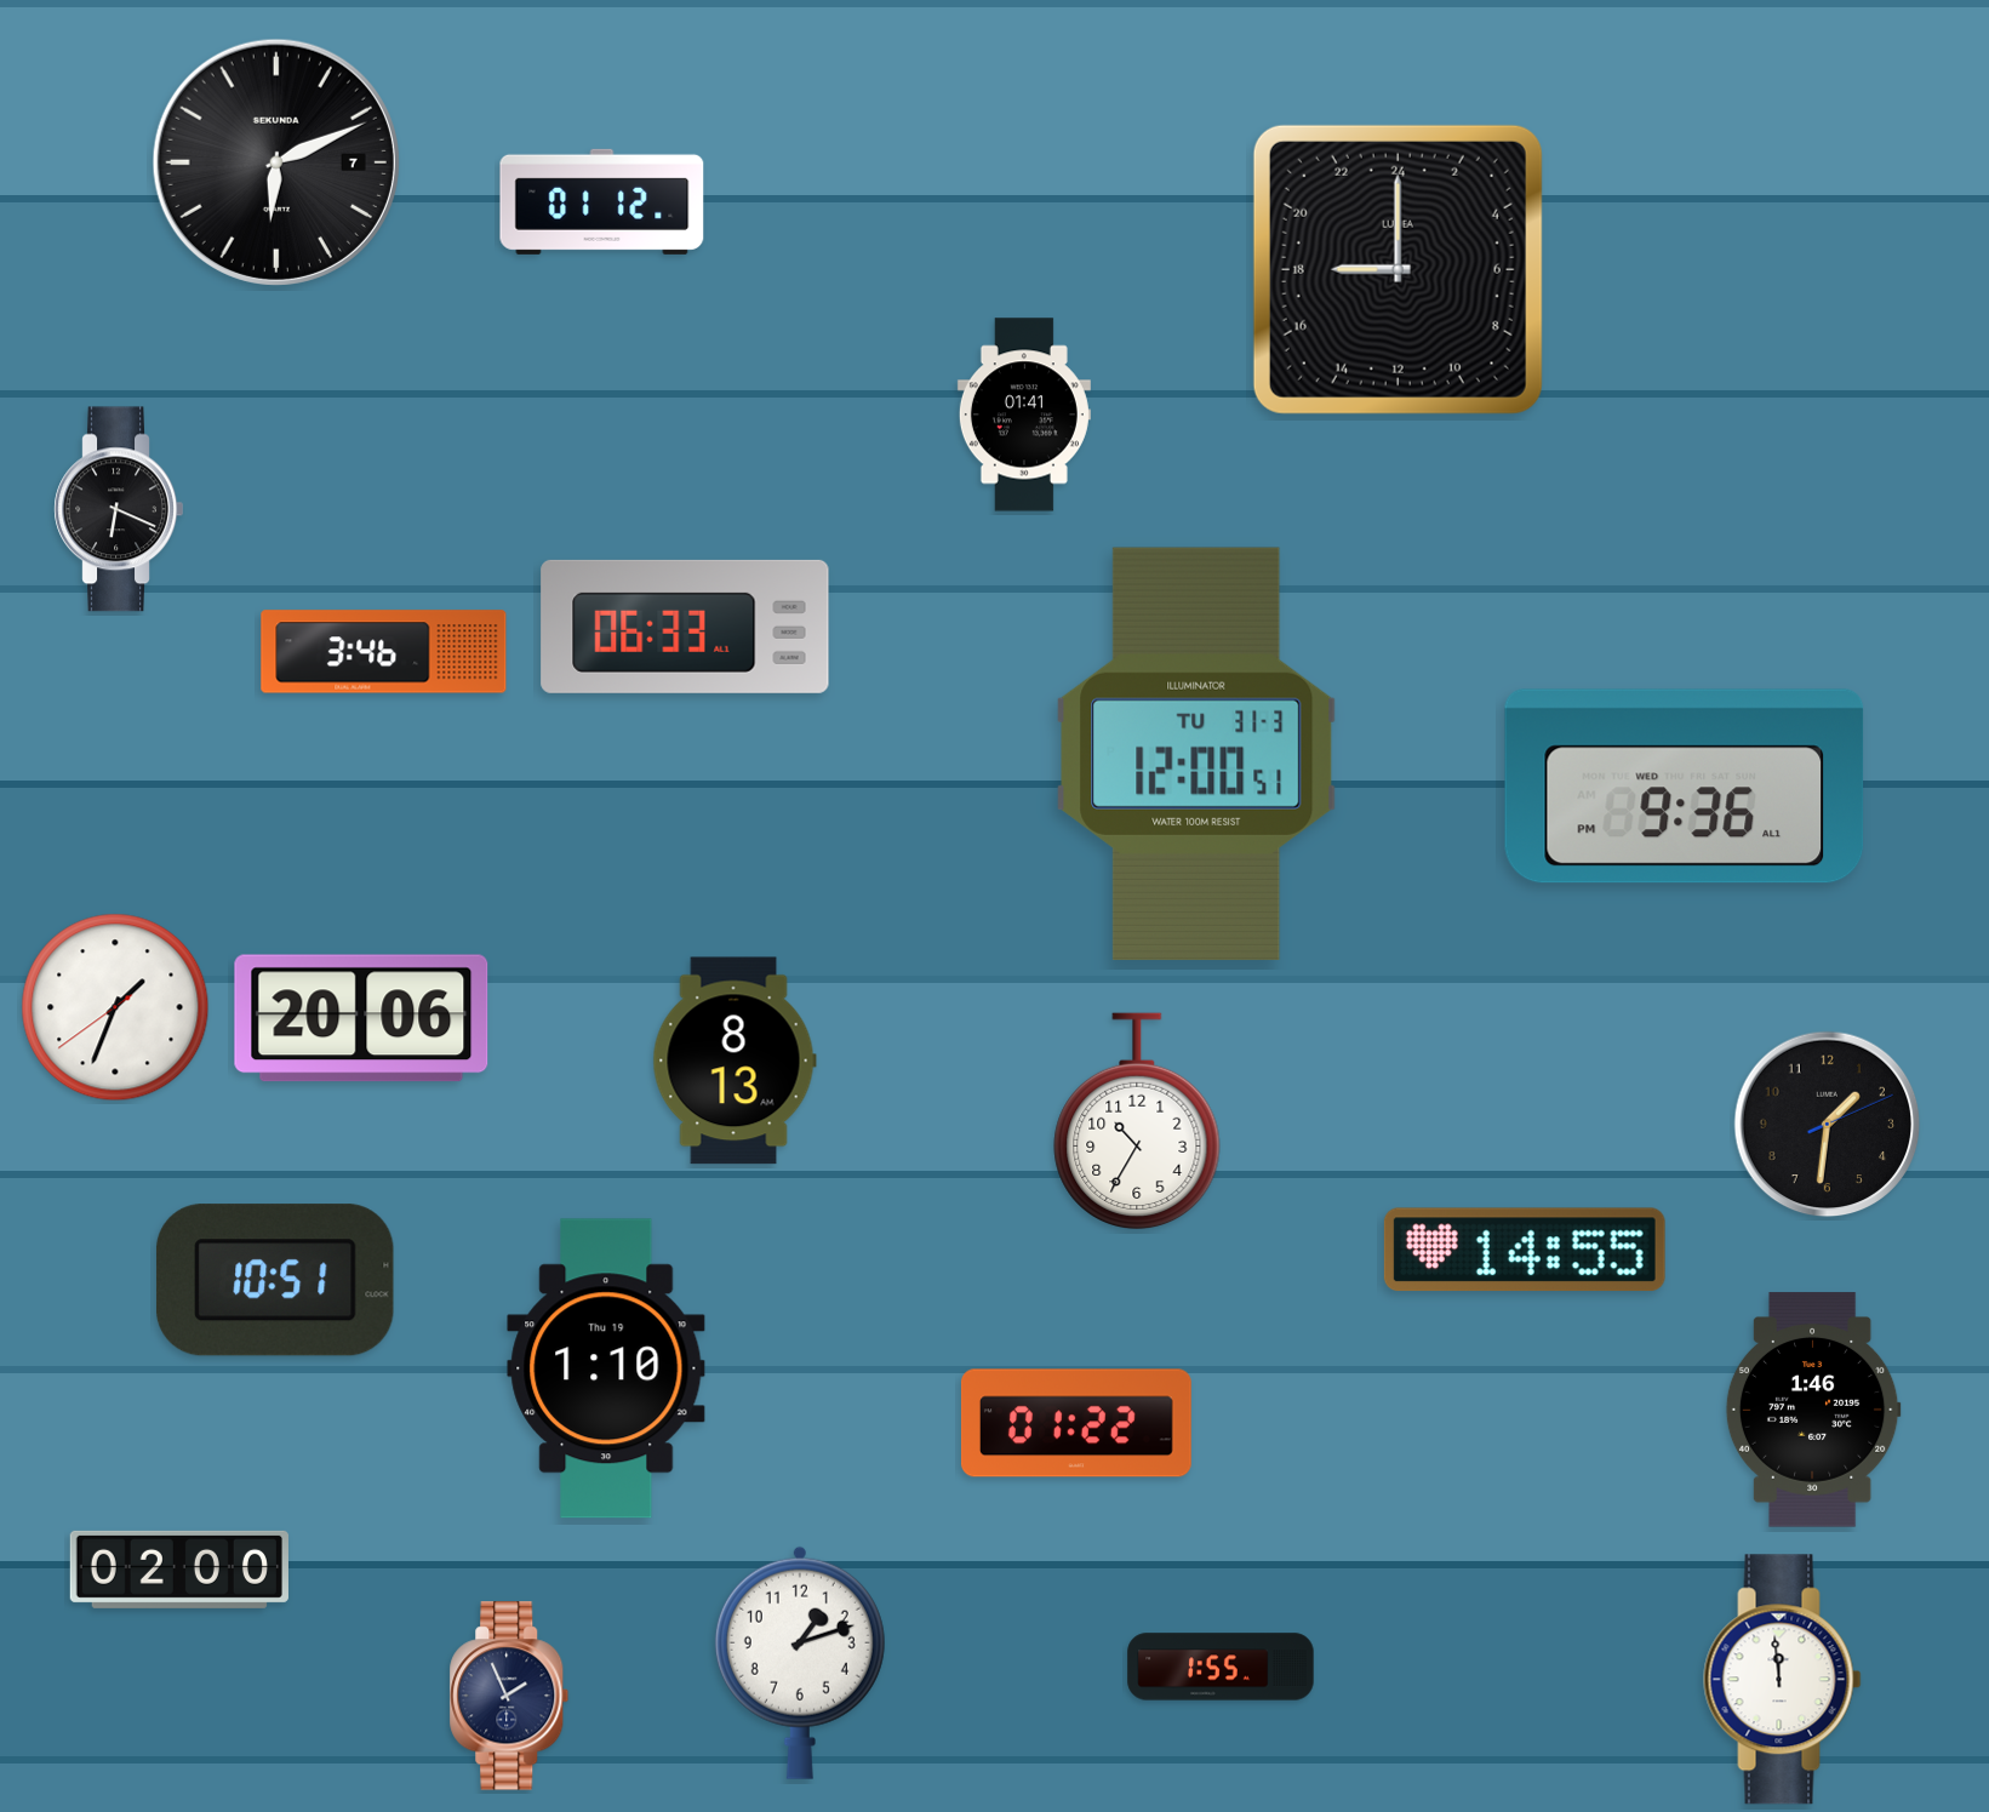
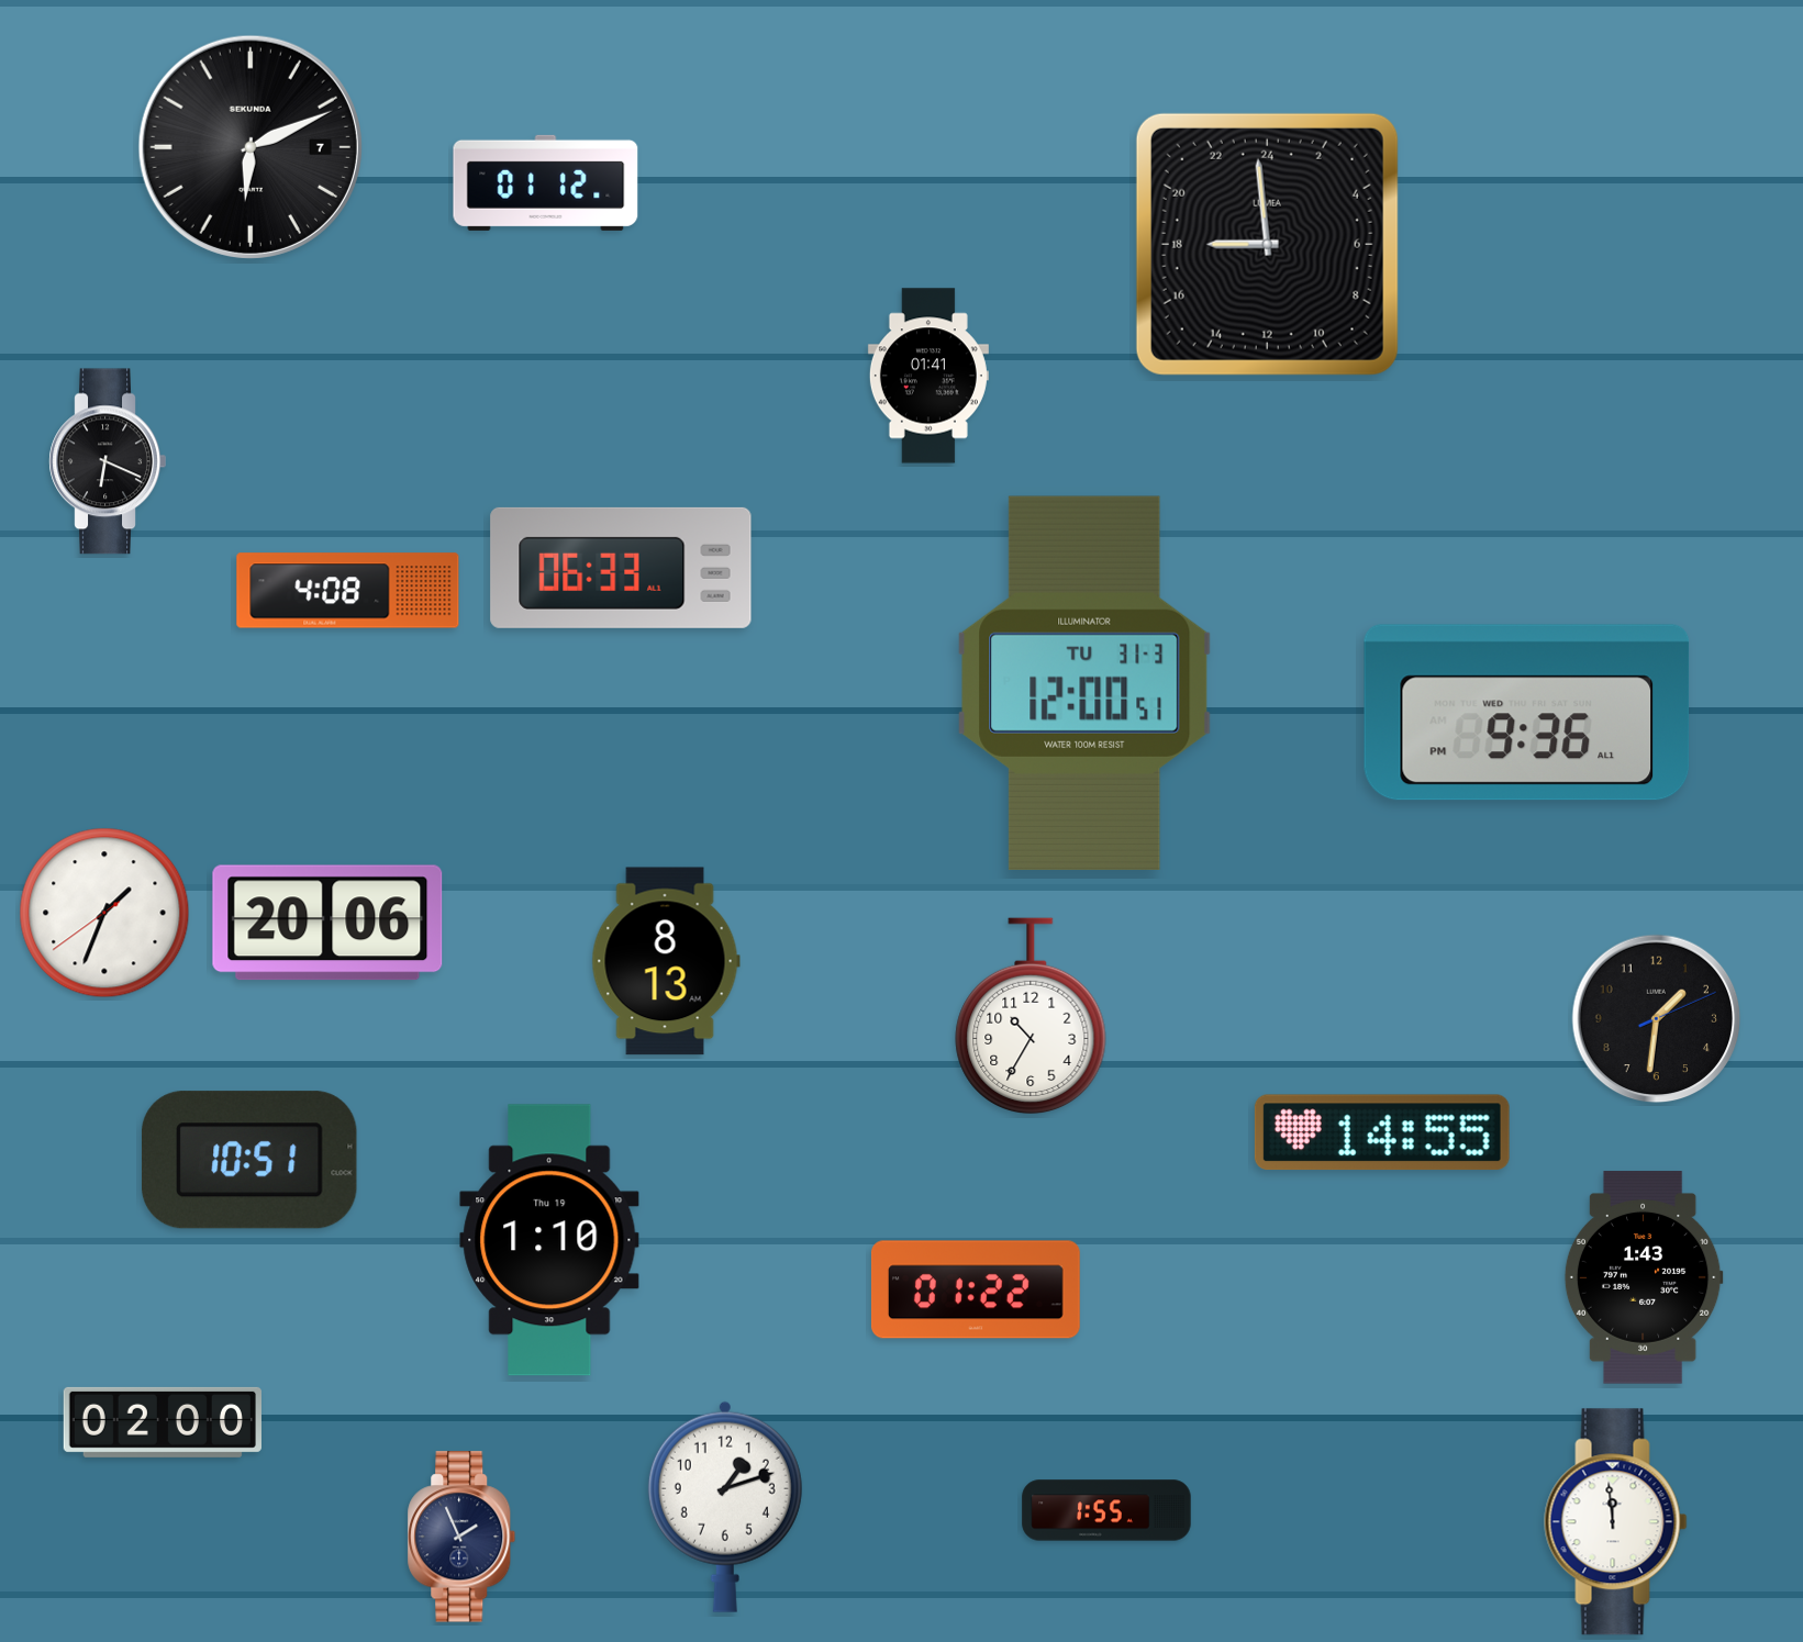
clock at (1398, 269): 18:00 -> 17:59
clock at (384, 652): 3:46 -> 4:08
clock at (1813, 1410): 1:46 -> 1:43
